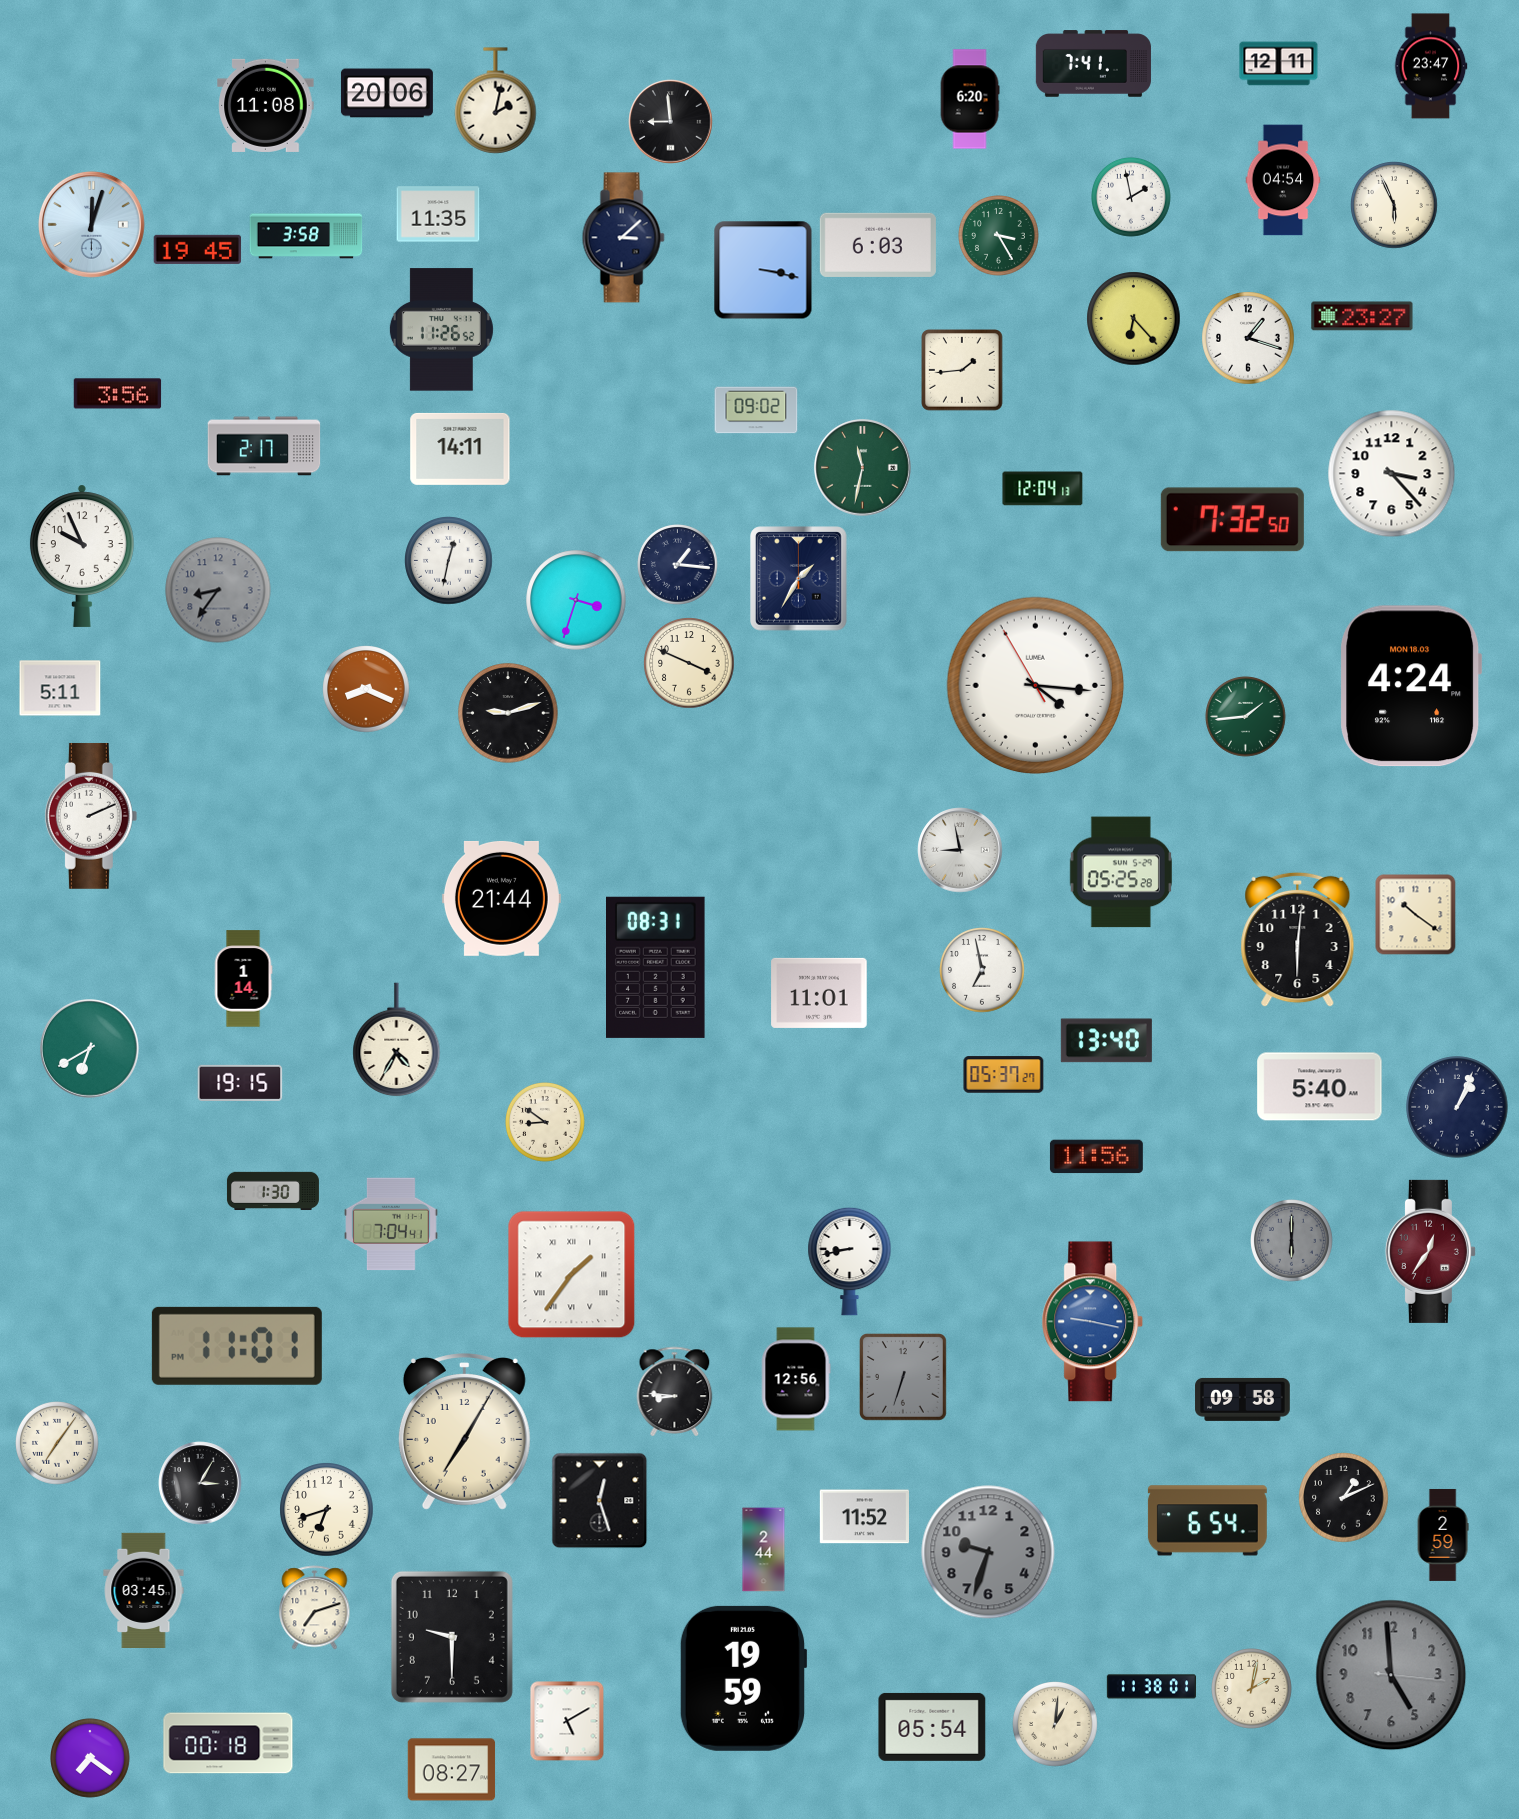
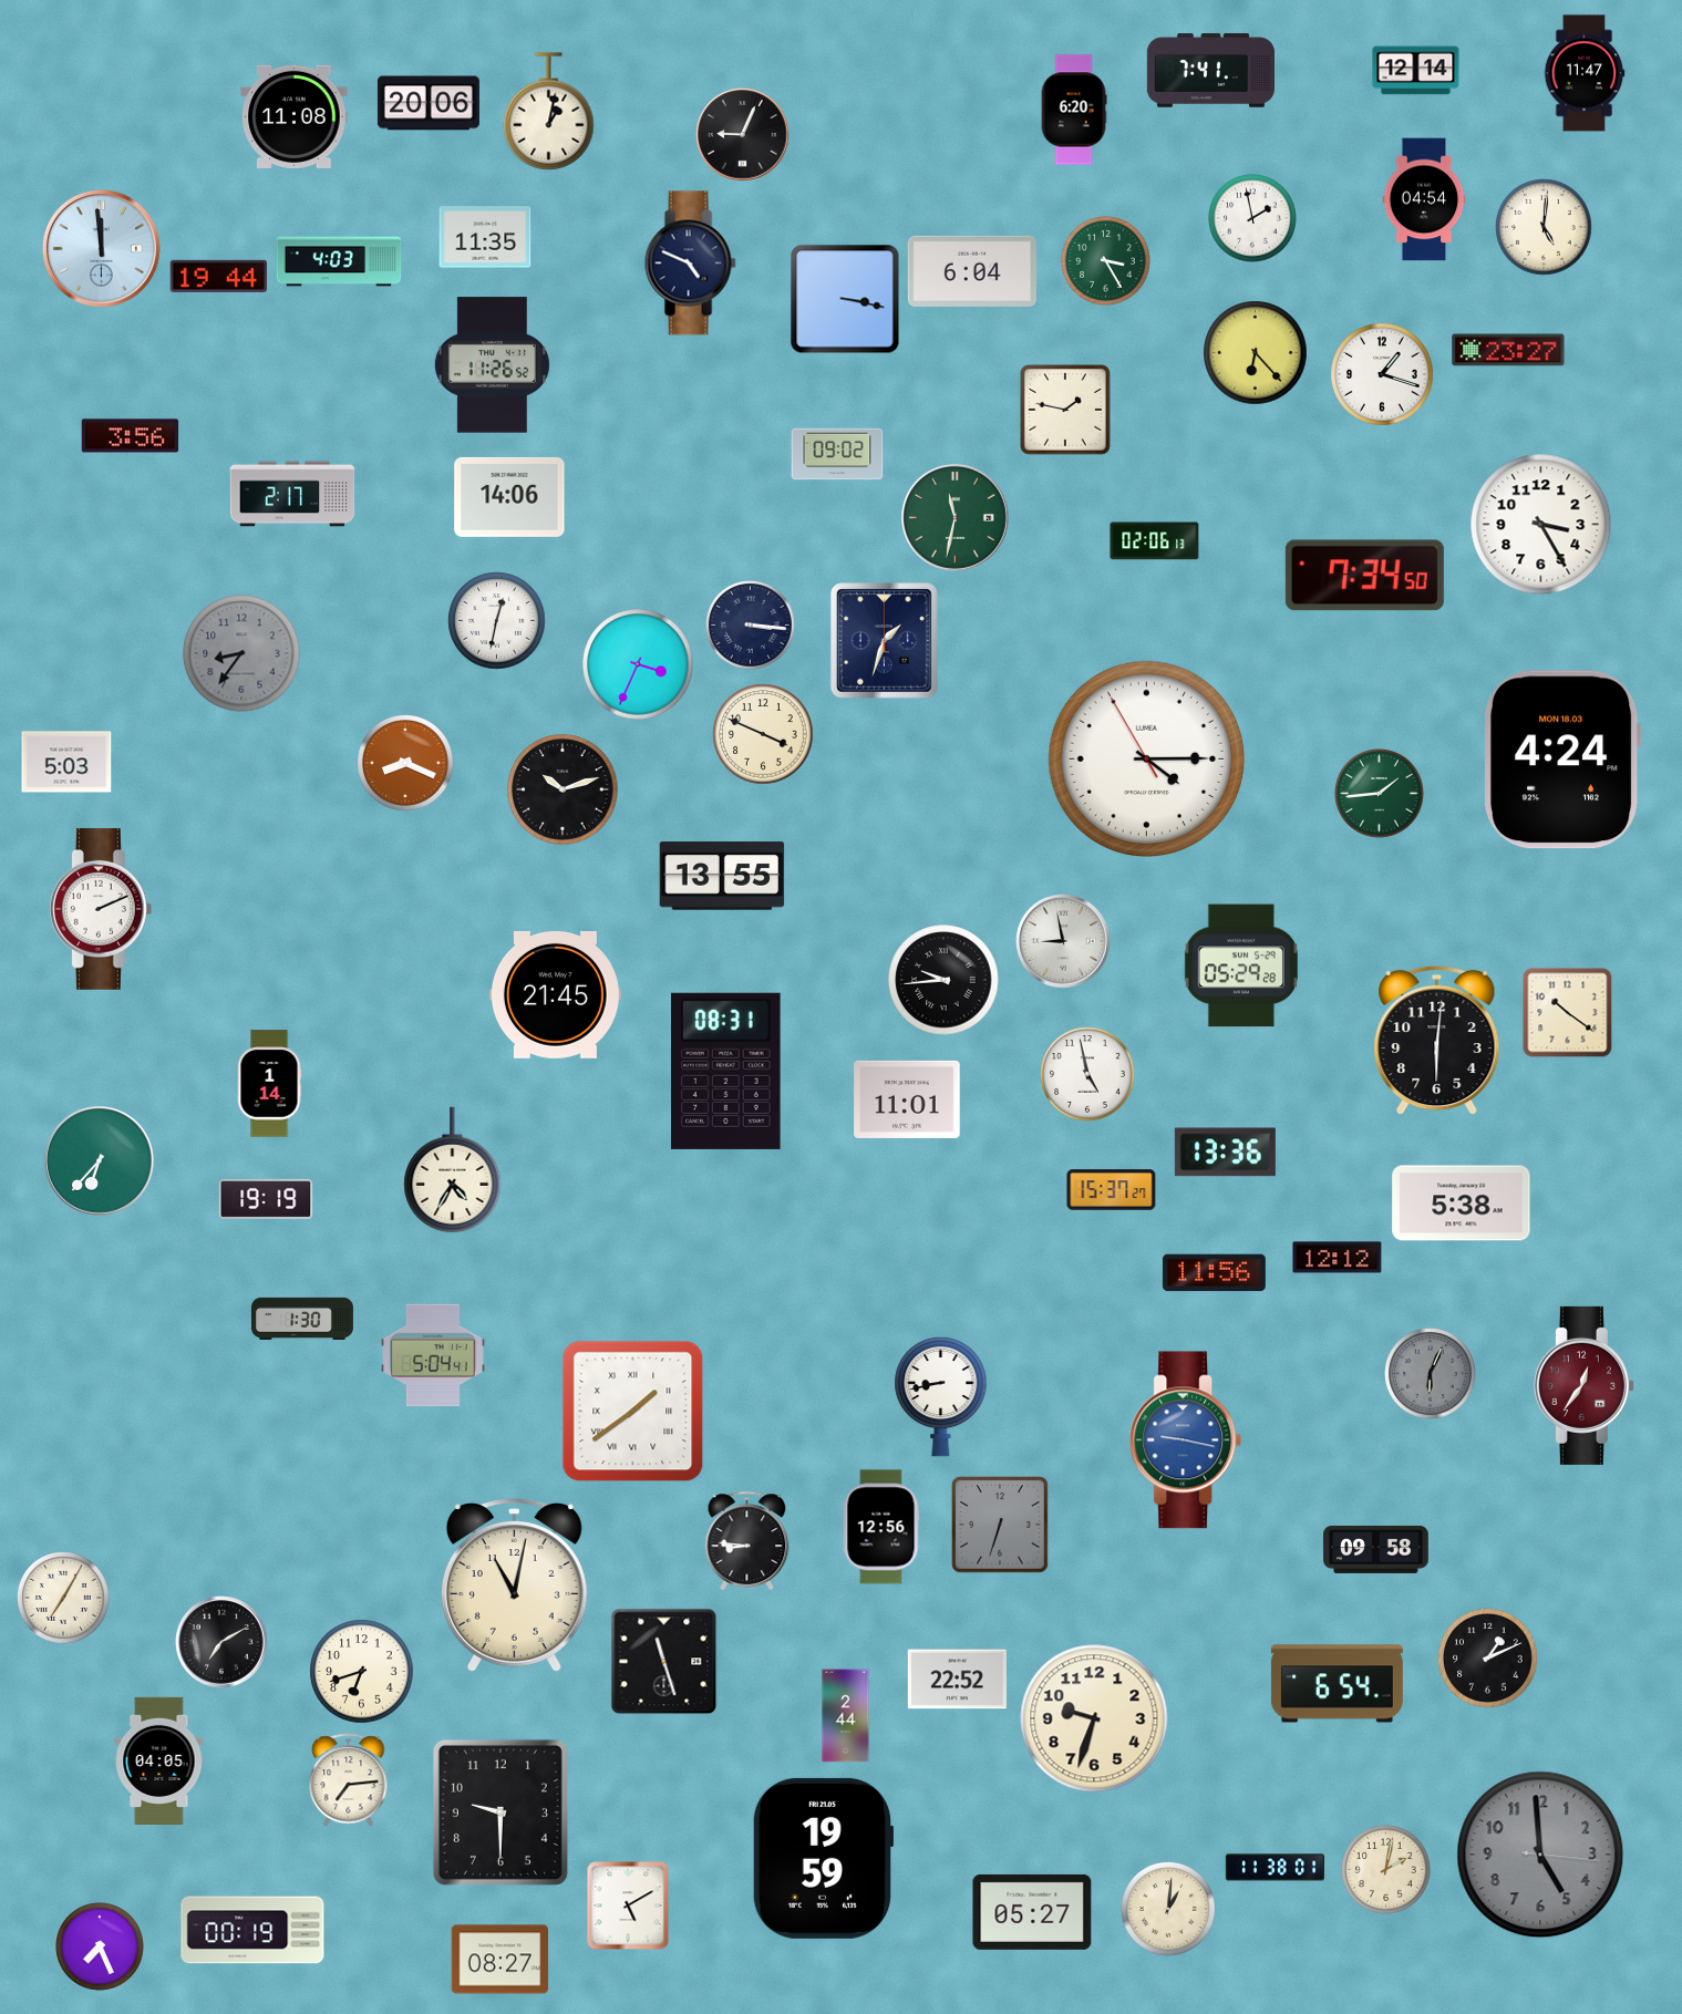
clock at (1279, 64): 12:11 -> 12:14
clock at (1431, 66): 23:47 -> 11:47
clock at (496, 101): 2:02 -> 1:02
clock at (671, 122): 8:59 -> 9:04
clock at (1283, 180) position: (1283, 180) -> (1424, 199)
clock at (1394, 205): 5:56 -> 5:01
clock at (91, 224): 12:03 -> 11:59
clock at (306, 236): 3:58 -> 4:03
clock at (623, 238): 3:08 -> 4:49
clock at (878, 245): 6:03 -> 6:04
clock at (198, 249): 19:45 -> 19:44
clock at (441, 330) position: (441, 330) -> (492, 365)
clock at (963, 371): 1:44 -> 1:47
clock at (460, 449): 14:11 -> 14:06
clock at (1392, 474): 3:23 -> 3:25
clock at (1043, 489): 12:04 -> 02:06
clock at (1232, 520): 7:32 -> 7:34
clock at (82, 556): 9:56 -> none
clock at (678, 565): 1:16 -> 3:16
clock at (799, 579): 1:35 -> 1:33
clock at (576, 600): 3:33 -> 3:34
clock at (1036, 686): 4:15 -> 4:14
clock at (60, 688): 5:11 -> 5:03
clock at (508, 713): 9:12 -> 10:12
clock at (722, 876): none -> 13:55
clock at (91, 816) position: (91, 816) -> (101, 909)
clock at (1121, 872): 05:25 -> 05:29
clock at (943, 980): none -> 9:44
clock at (501, 898): 21:44 -> 21:45
clock at (982, 970): 6:58 -> 4:58
clock at (397, 1040) position: (397, 1040) -> (453, 1170)
clock at (1106, 1041): 13:40 -> 13:36
clock at (90, 1049): 6:40 -> 6:37
clock at (1004, 1075): 05:37 -> 15:37
clock at (240, 1083): 19:15 -> 19:19
clock at (1320, 1087): 5:40 -> 5:38
clock at (1457, 1107): 1:04 -> none
clock at (546, 1123): 8:51 -> none
clock at (1338, 1258): none -> 12:12
clock at (1096, 1157) position: (1096, 1157) -> (1214, 1273)
clock at (392, 1224): 7:04 -> 5:04
clock at (1292, 1241): 6:00 -> 6:04
clock at (572, 1275): 1:36 -> 1:39
clock at (1093, 1322) position: (1093, 1322) -> (1186, 1440)
clock at (237, 1346): 11:01 -> none
clock at (464, 1432): 7:05 -> 11:02
clock at (58, 1444): 7:06 -> 7:05
clock at (200, 1483): 3:05 -> 7:10
clock at (600, 1501): 12:27 -> 11:27
clock at (864, 1517): 11:52 -> 22:52
clock at (1443, 1535): 2:59 -> none
clock at (988, 1552) dial: grey -> cream
clock at (144, 1590): 03:45 -> 04:05
clock at (315, 1608): 7:12 -> 7:14
clock at (932, 1727): 05:54 -> 05:27
clock at (228, 1743): 00:18 -> 00:19
clock at (91, 1759): 7:21 -> 7:26
